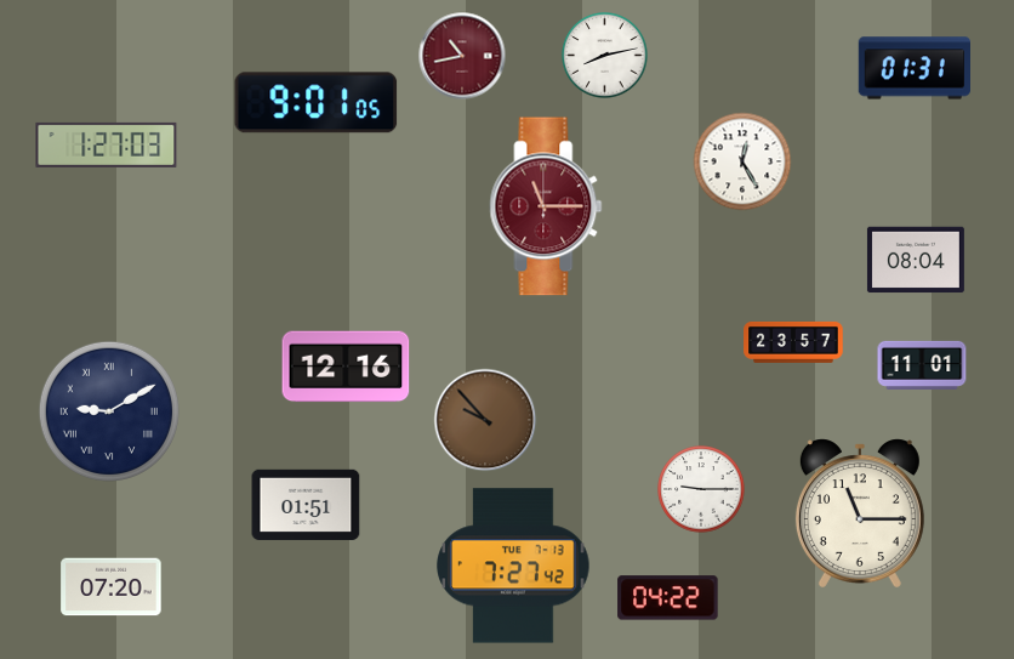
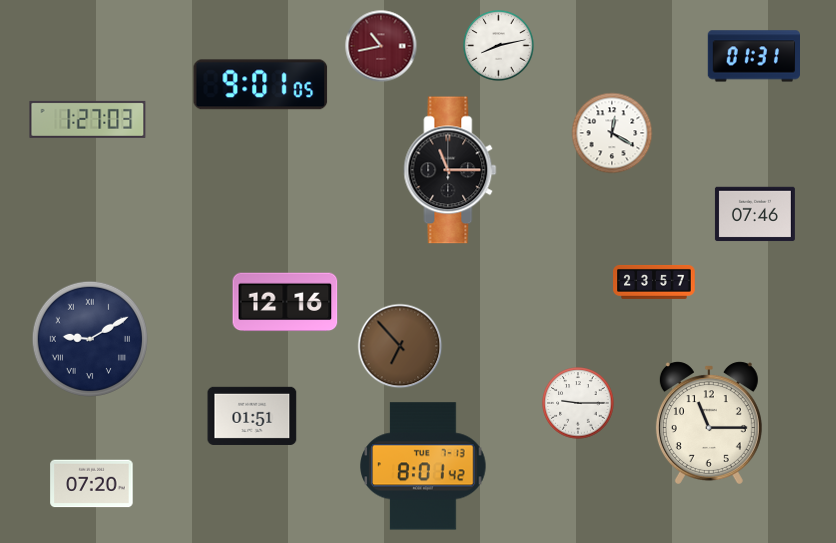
clock at (742, 161): 12:25 -> 12:20
clock at (546, 206) dial: burgundy -> black
clock at (916, 260): 08:04 -> 07:46
clock at (922, 365): 11:01 -> none
clock at (485, 420): 9:53 -> 6:53
clock at (513, 566): 7:27 -> 8:01
clock at (668, 598): 04:22 -> none
